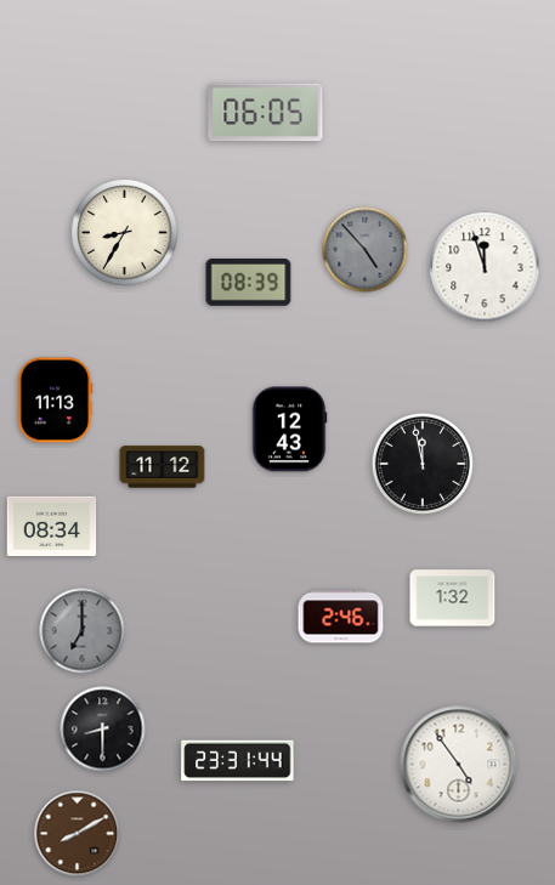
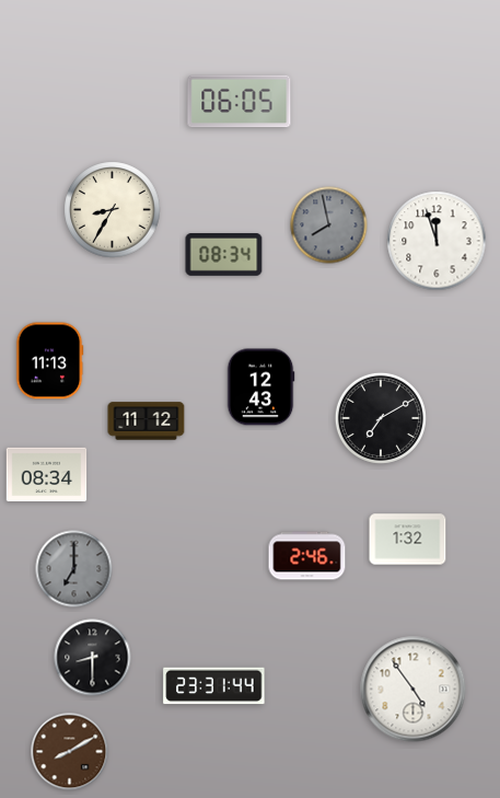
clock at (366, 250): 4:53 -> 7:58
clock at (249, 283): 08:39 -> 08:34
clock at (423, 464): 11:58 -> 7:10
